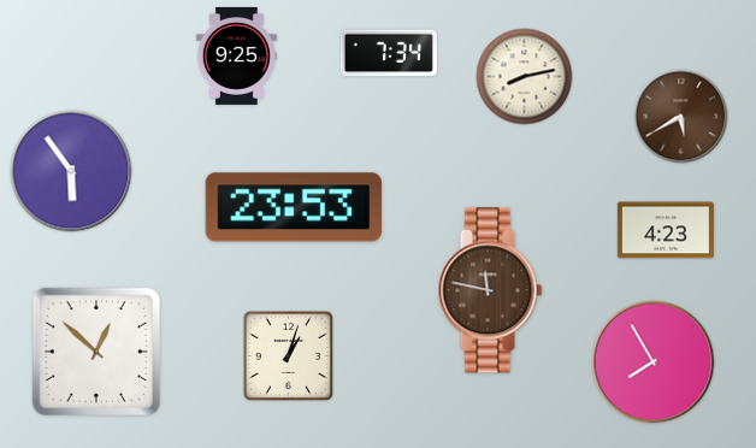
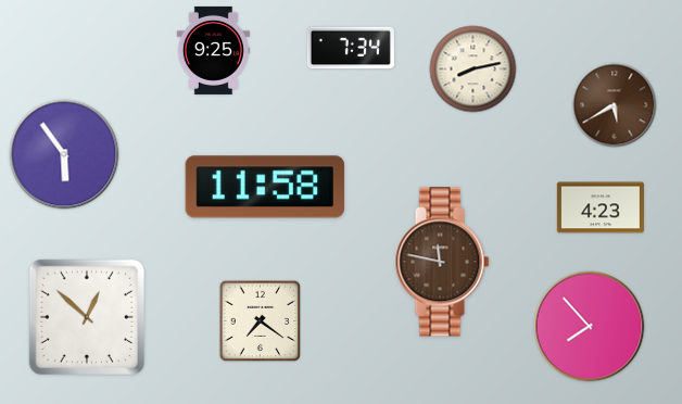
clock at (294, 207): 23:53 -> 11:58
clock at (288, 355): 1:03 -> 7:21
clock at (654, 362): 7:55 -> 7:53
